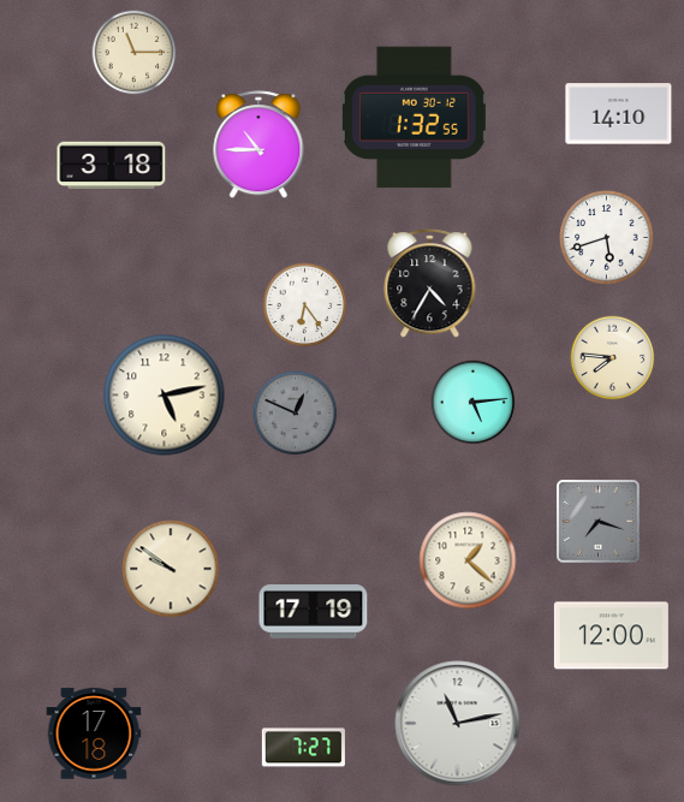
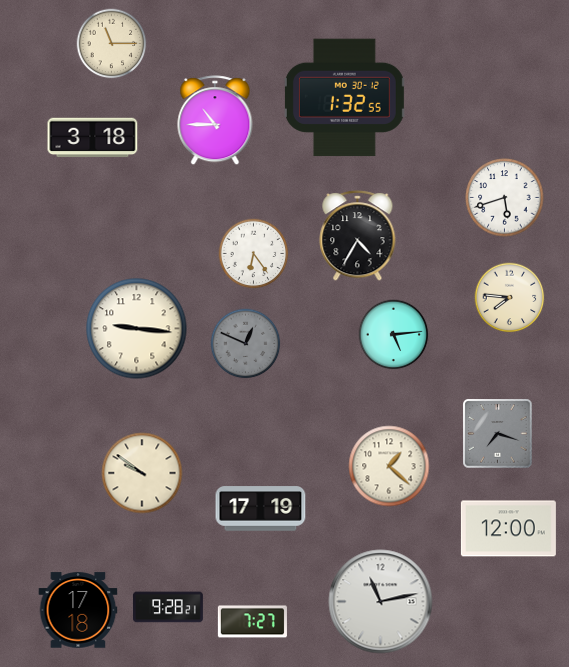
clock at (619, 114): 14:10 -> none
clock at (165, 396): 5:13 -> 9:16
clock at (168, 607): none -> 9:28
